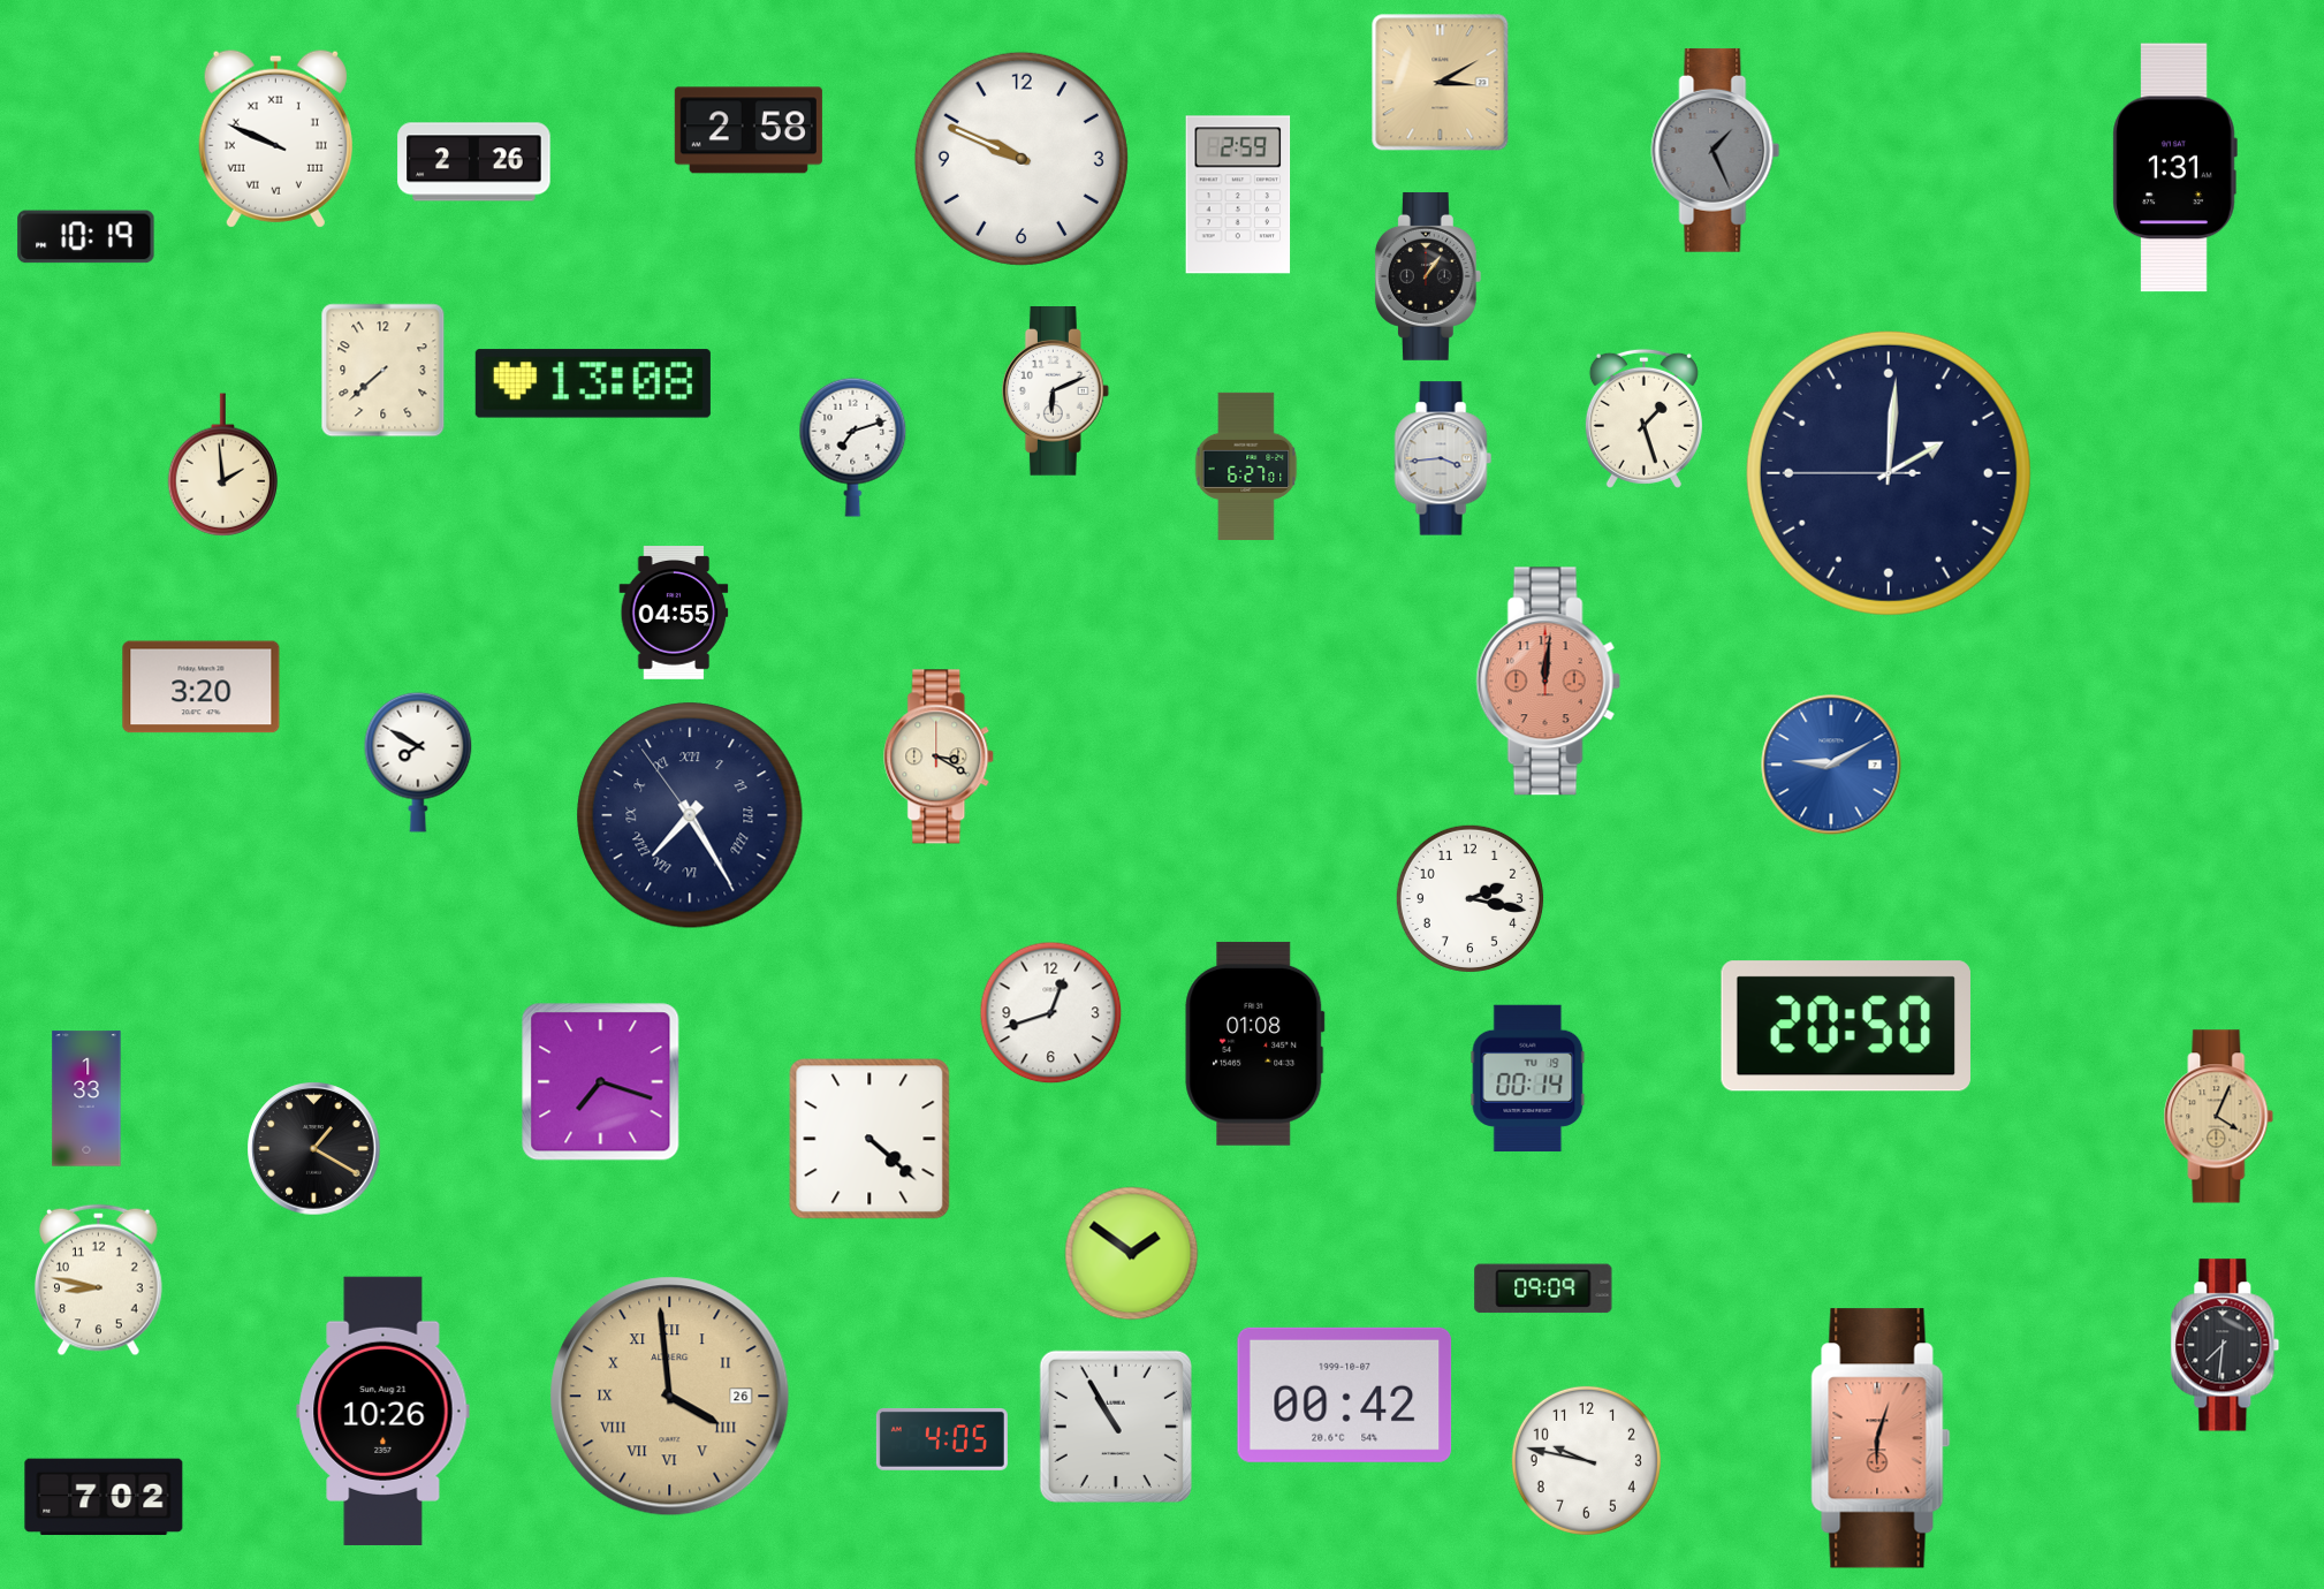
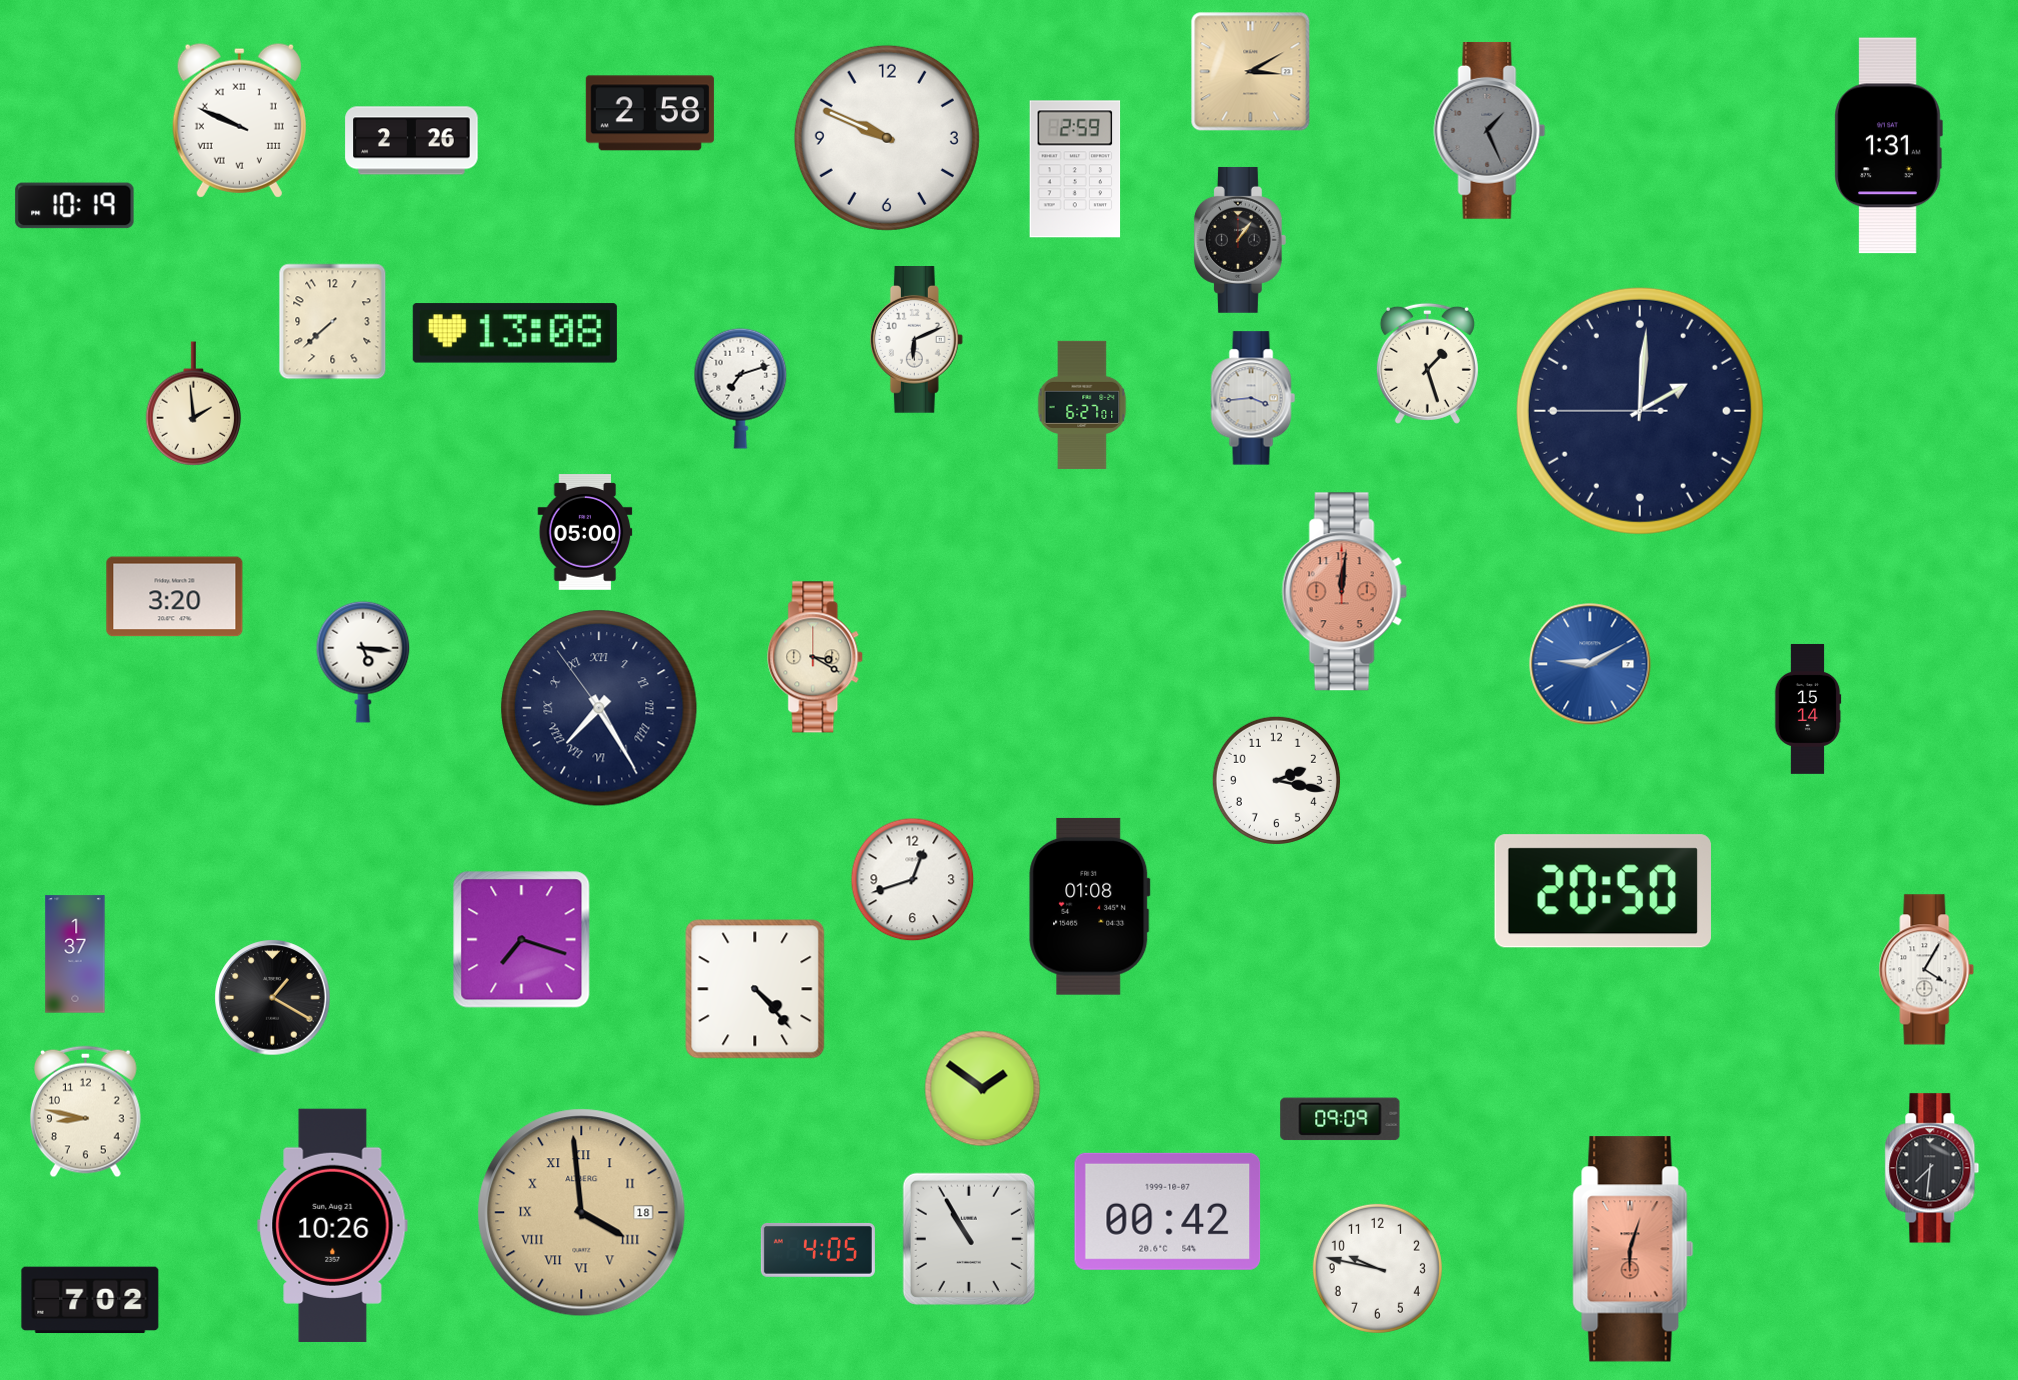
clock at (674, 614): 04:55 -> 05:00
clock at (418, 762): 7:50 -> 5:16
clock at (1808, 709): none -> 15:14
clock at (1528, 1078): 00:14 -> none
clock at (86, 1098): 1:33 -> 1:37
clock at (2219, 1117): 4:04 -> 4:05
clock at (2219, 1117) dial: champagne -> white
clock at (869, 1139): 4:22 -> 4:23
clock at (670, 1397) date: 26 -> 18
